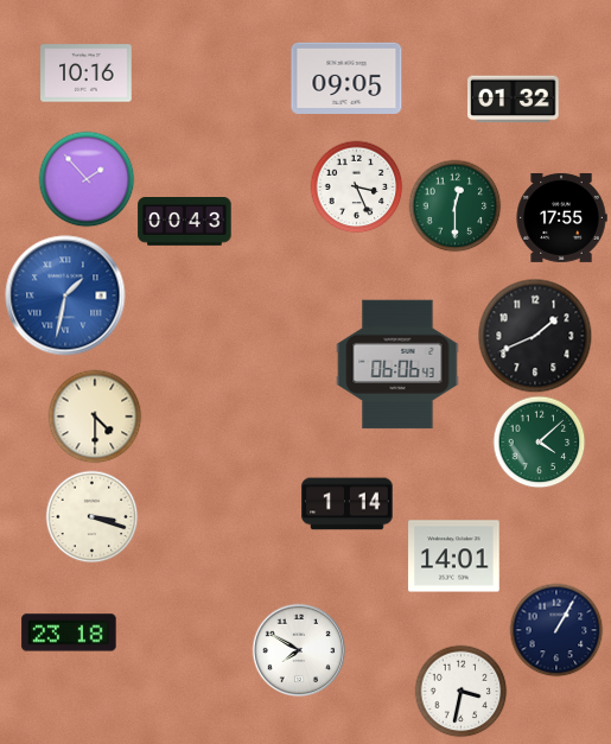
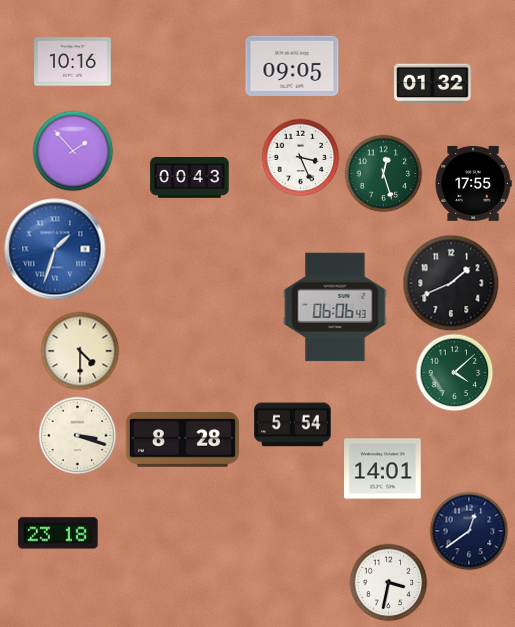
clock at (454, 205): 12:30 -> 12:27
clock at (185, 222) position: (185, 222) -> (190, 178)
clock at (65, 295): 1:32 -> 1:33
clock at (348, 504): 1:14 -> 5:54
clock at (182, 439): none -> 8:28
clock at (556, 630): 1:05 -> 12:39
clock at (299, 650): 7:50 -> none
